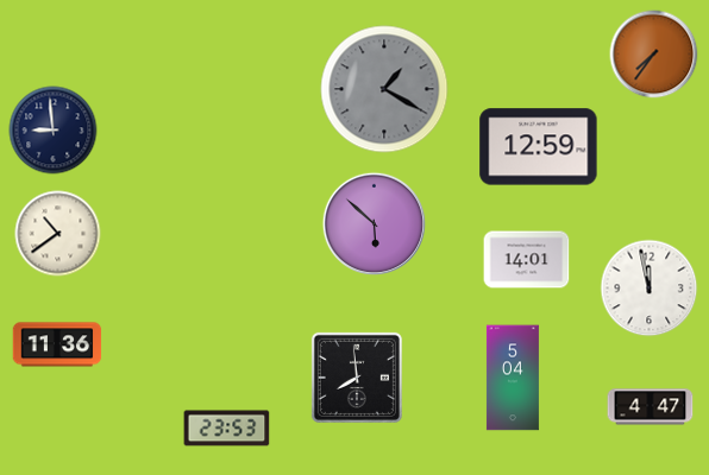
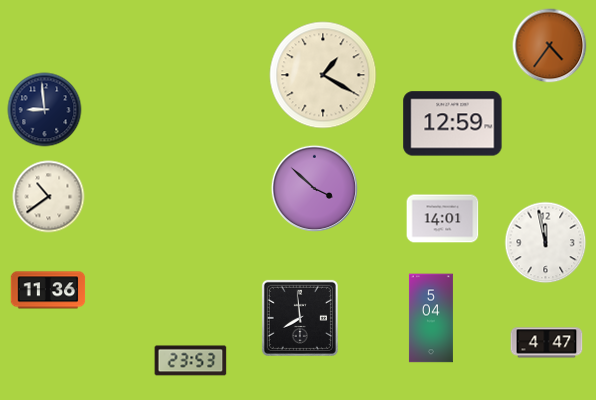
clock at (654, 55): 7:36 -> 4:36
clock at (384, 89) dial: grey -> cream
clock at (374, 223): 5:52 -> 3:52
